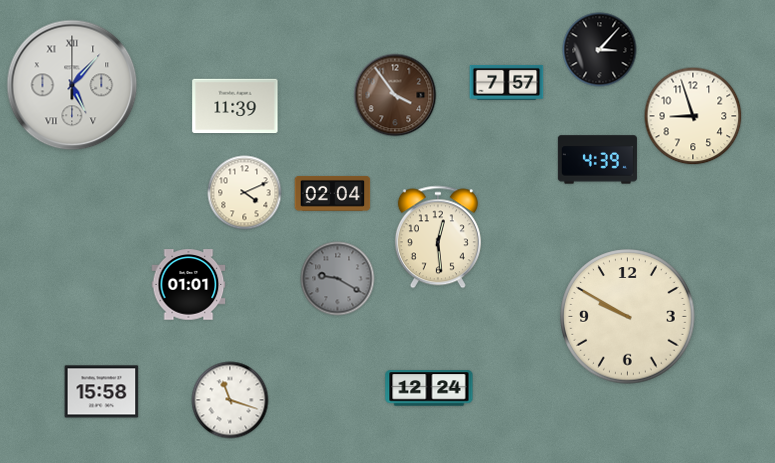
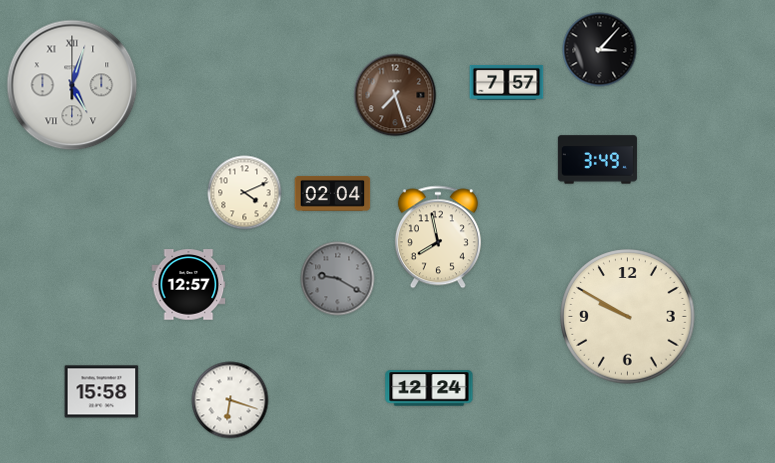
clock at (72, 85): 5:07 -> 5:03
clock at (395, 95): 3:54 -> 7:27
clock at (235, 106): 11:39 -> none
clock at (693, 116): 8:57 -> none
clock at (597, 160): 4:39 -> 3:49
clock at (438, 237): 12:29 -> 7:58
clock at (189, 285): 01:01 -> 12:57
clock at (230, 400): 11:18 -> 6:18
